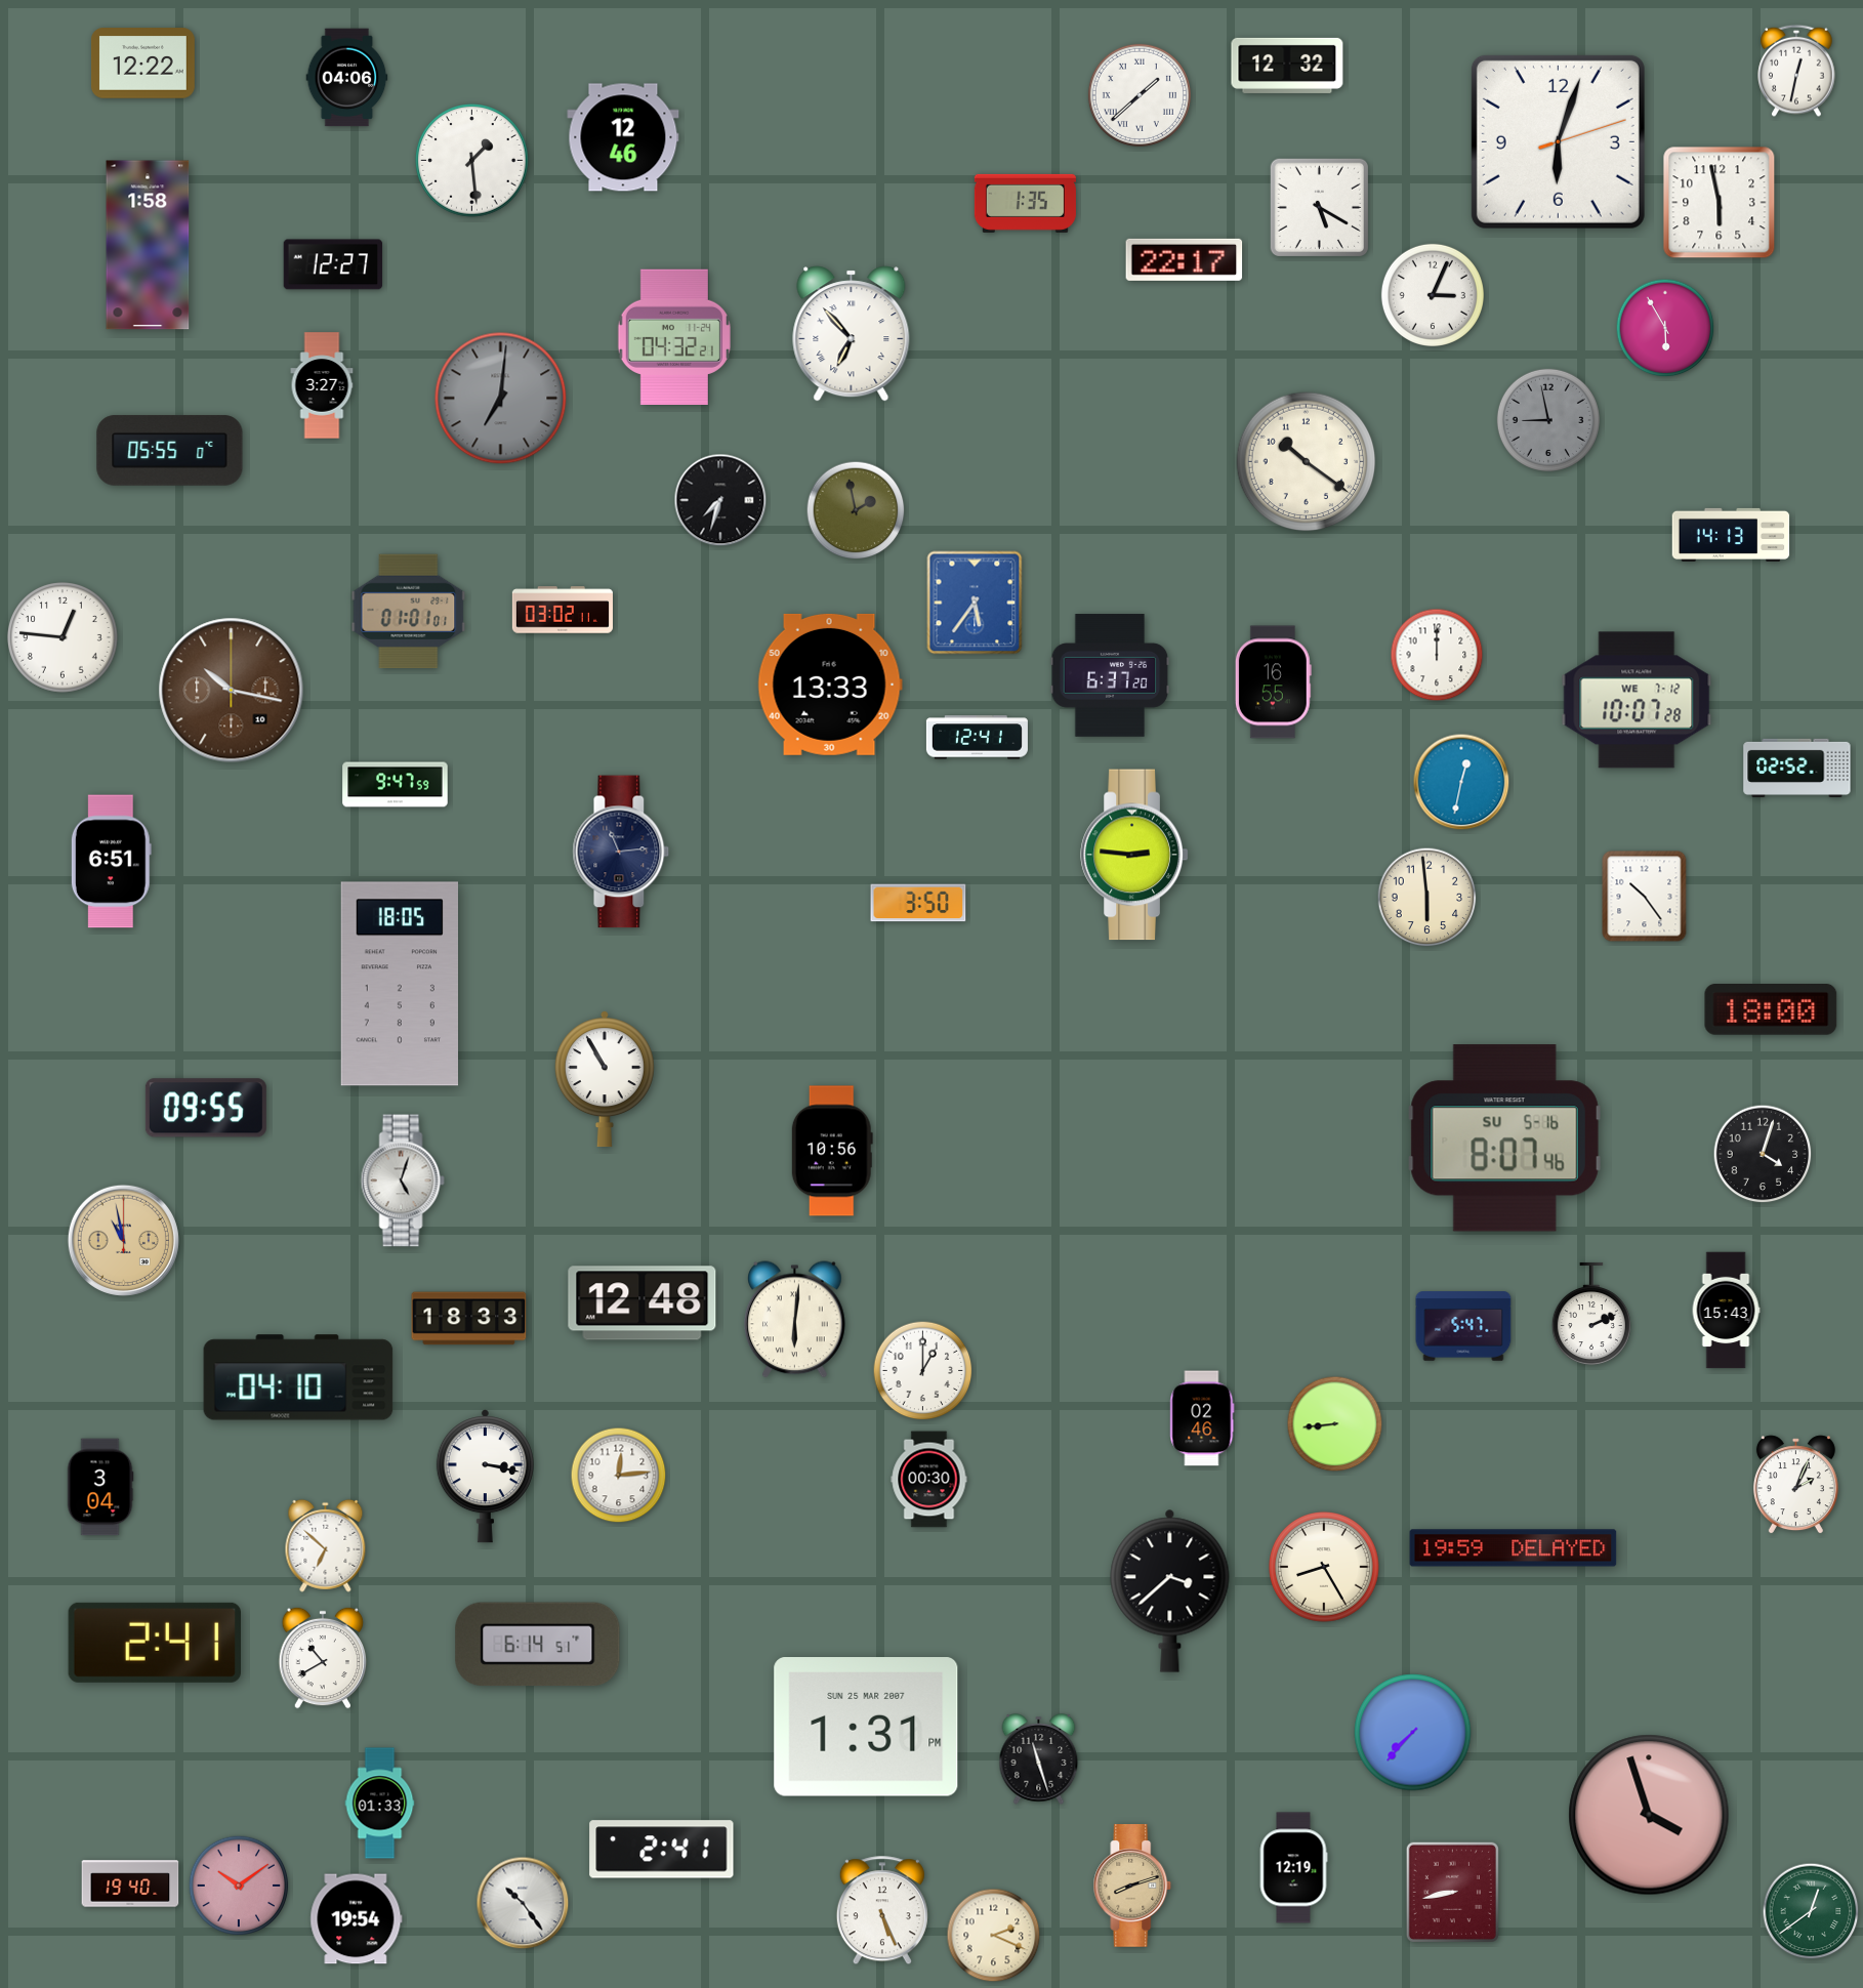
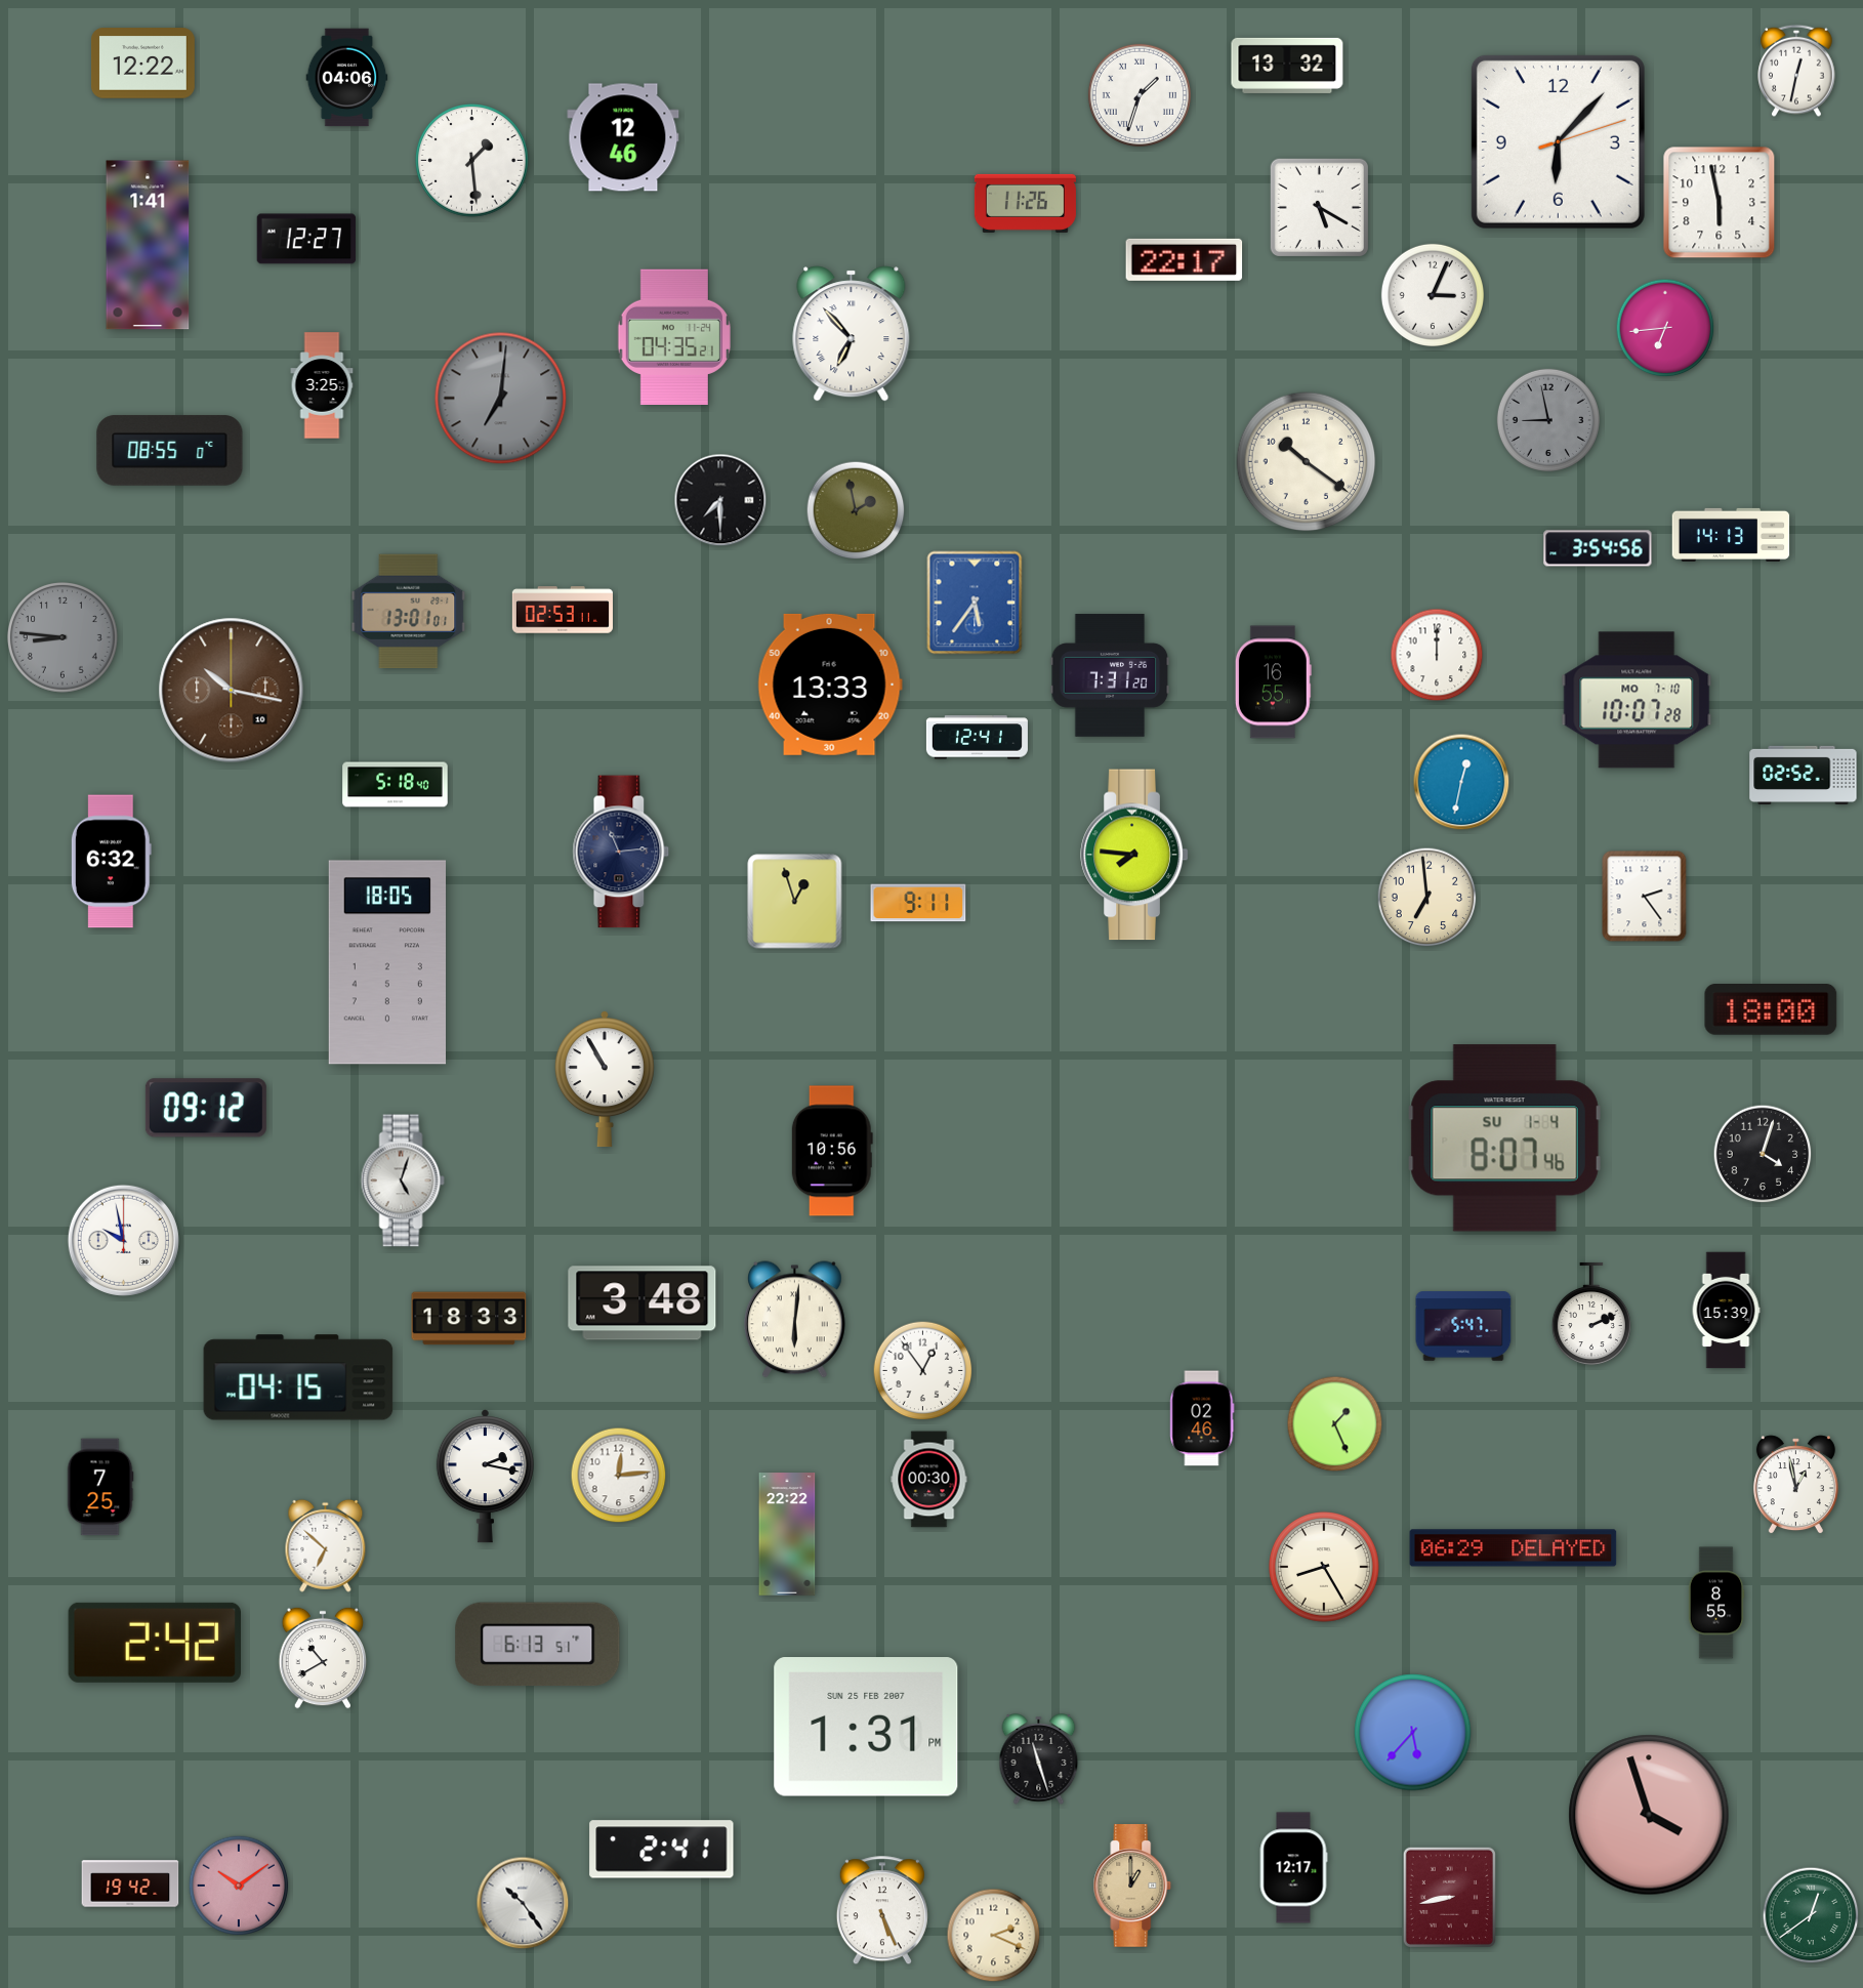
clock at (1287, 66): 12:32 -> 13:32
clock at (1140, 95): 1:38 -> 1:33
clock at (1558, 141): 6:03 -> 6:07
clock at (1025, 203): 1:35 -> 11:26
clock at (148, 245): 1:58 -> 1:41
clock at (333, 264) position: (333, 264) -> (306, 239)
clock at (1665, 328): 5:55 -> 6:44
clock at (674, 336): 04:32 -> 04:35
clock at (322, 385): 3:27 -> 3:25
clock at (170, 451): 05:55 -> 08:55
clock at (720, 500): 7:33 -> 7:30
clock at (1598, 548): none -> 3:54
clock at (563, 610): 03:02 -> 02:53
clock at (409, 612): 01:01 -> 13:01
clock at (64, 638): 12:46 -> 8:46
clock at (64, 638) dial: white -> grey
clock at (1110, 675): 6:37 -> 7:31
clock at (1637, 700) date: WE 7-12 -> MO 7-10
clock at (1797, 768) position: (1797, 768) -> (1804, 775)
clock at (396, 785): 9:47 -> 5:18
clock at (1134, 855): 2:46 -> 7:46
clock at (111, 862): 6:51 -> 6:32
clock at (1645, 897): 10:24 -> 2:24
clock at (1427, 898): 5:59 -> 6:59
clock at (795, 902): none -> 12:57
clock at (918, 903): 3:50 -> 9:11
clock at (399, 984) position: (399, 984) -> (386, 962)
clock at (206, 1108): 09:55 -> 09:12
clock at (1504, 1138) date: SU 5-16 -> SU 1-4
clock at (123, 1240): 10:58 -> 9:58
clock at (123, 1240) dial: champagne -> white
clock at (643, 1303): 12:48 -> 3:48
clock at (1726, 1311): 15:43 -> 15:39
clock at (923, 1371): 1:00 -> 12:54
clock at (298, 1377): 04:10 -> 04:15
clock at (1335, 1424): 8:44 -> 1:26
clock at (485, 1477): 3:17 -> 2:17
clock at (1795, 1485): 2:04 -> 12:58
clock at (100, 1487): 3:04 -> 7:25
clock at (787, 1534): none -> 22:22
clock at (1514, 1548): 19:59 -> 06:29
clock at (1170, 1590): 3:38 -> none
clock at (1716, 1603): none -> 8:55
clock at (155, 1643): 2:41 -> 2:42
clock at (538, 1645): 6:14 -> 6:13
clock at (866, 1727) date: SUN 25 MAR 2007 -> SUN 25 FEB 2007
clock at (1413, 1733): 7:37 -> 5:37
clock at (380, 1804): 01:33 -> none
clock at (1293, 1868): 12:19 -> 12:17
clock at (130, 1883): 19:40 -> 19:42
clock at (1132, 1886): 8:12 -> 1:00
clock at (1452, 1892) position: (1452, 1892) -> (1449, 1897)
clock at (1811, 1911) position: (1811, 1911) -> (1811, 1915)
clock at (357, 1919): 19:54 -> none
